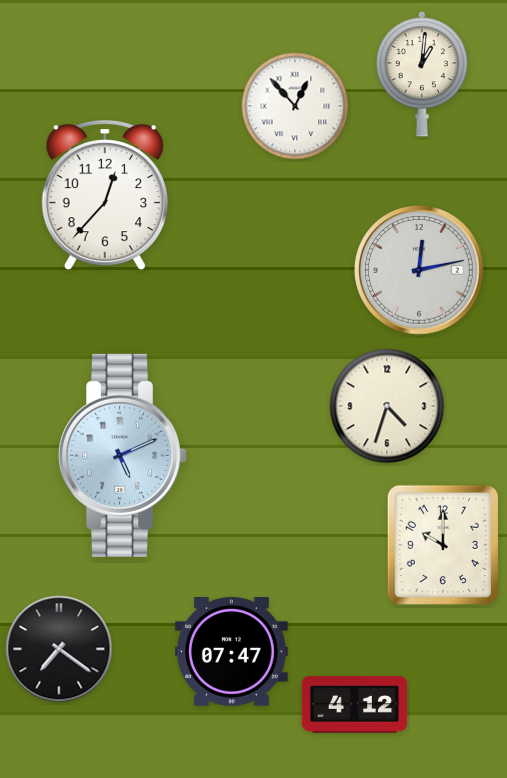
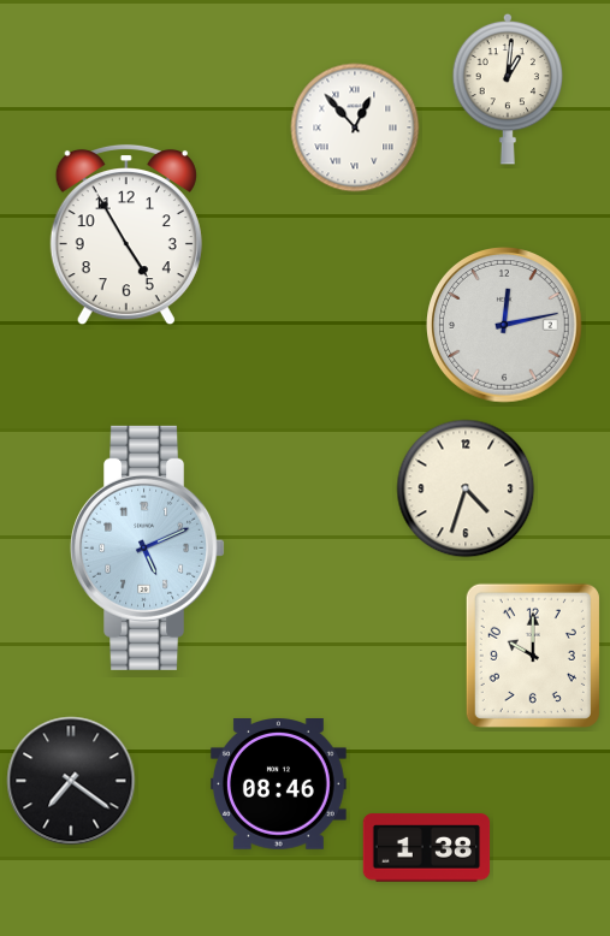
clock at (105, 195): 12:37 -> 4:55
clock at (232, 652): 07:47 -> 08:46
clock at (355, 705): 4:12 -> 1:38
